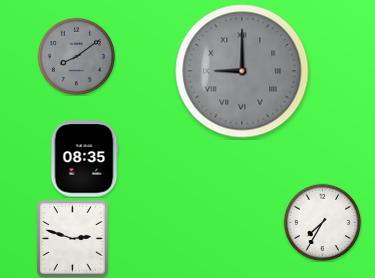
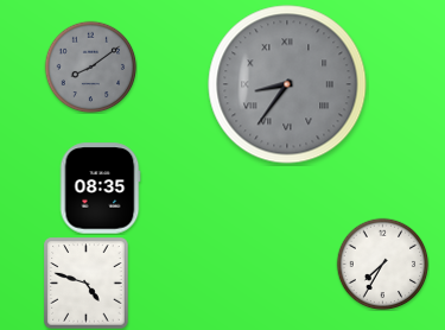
clock at (242, 71): 9:00 -> 8:36
clock at (73, 239): 2:48 -> 4:48
